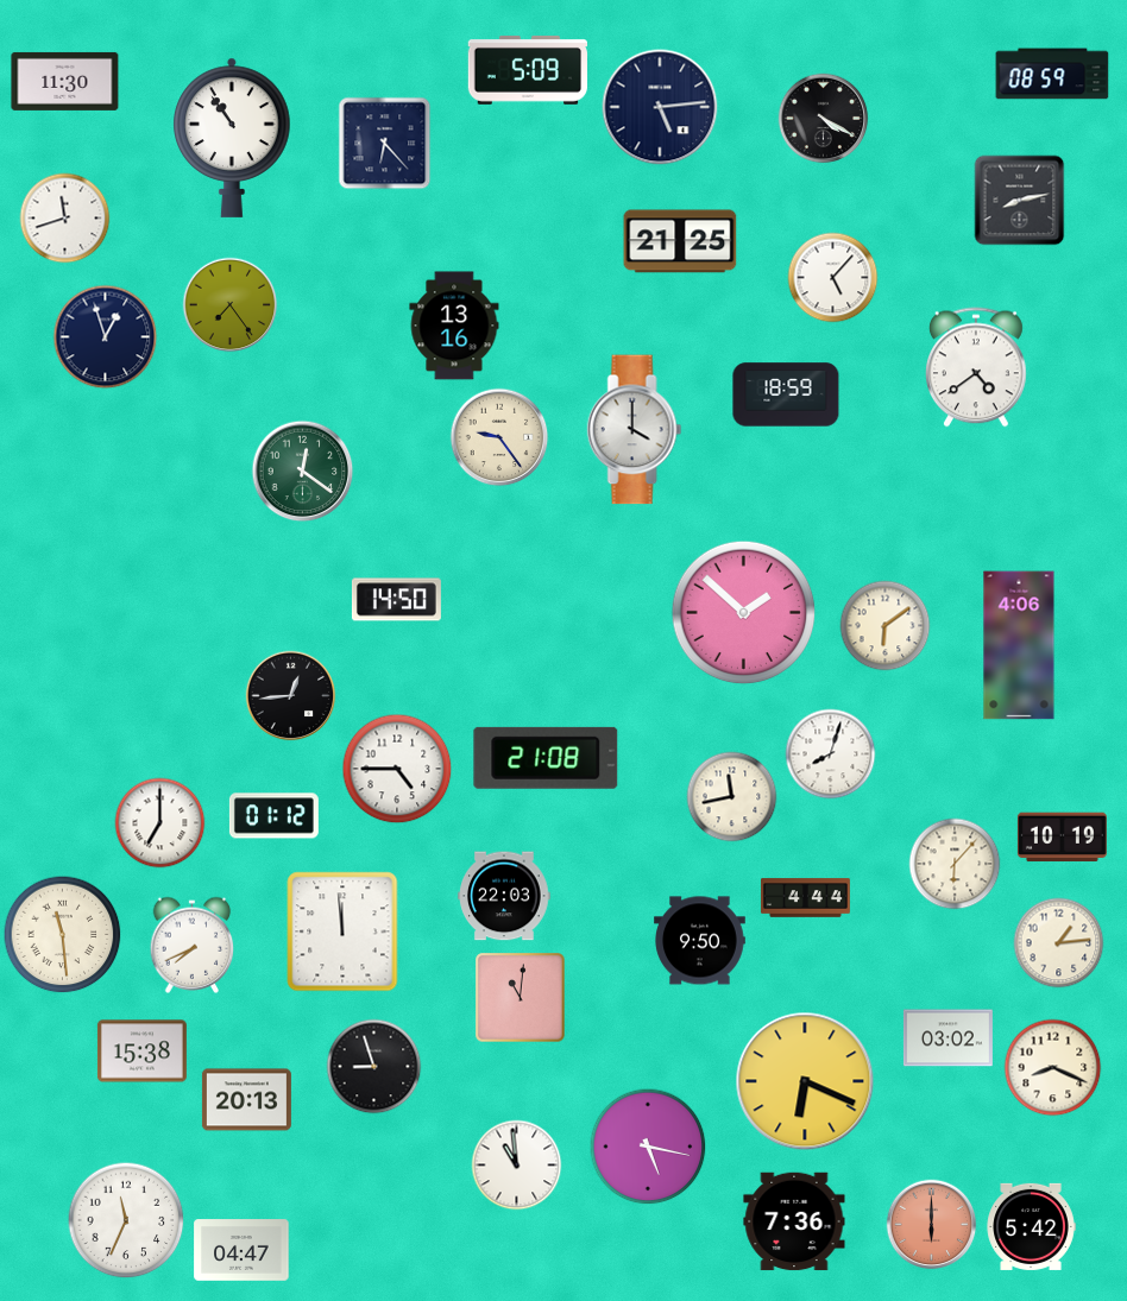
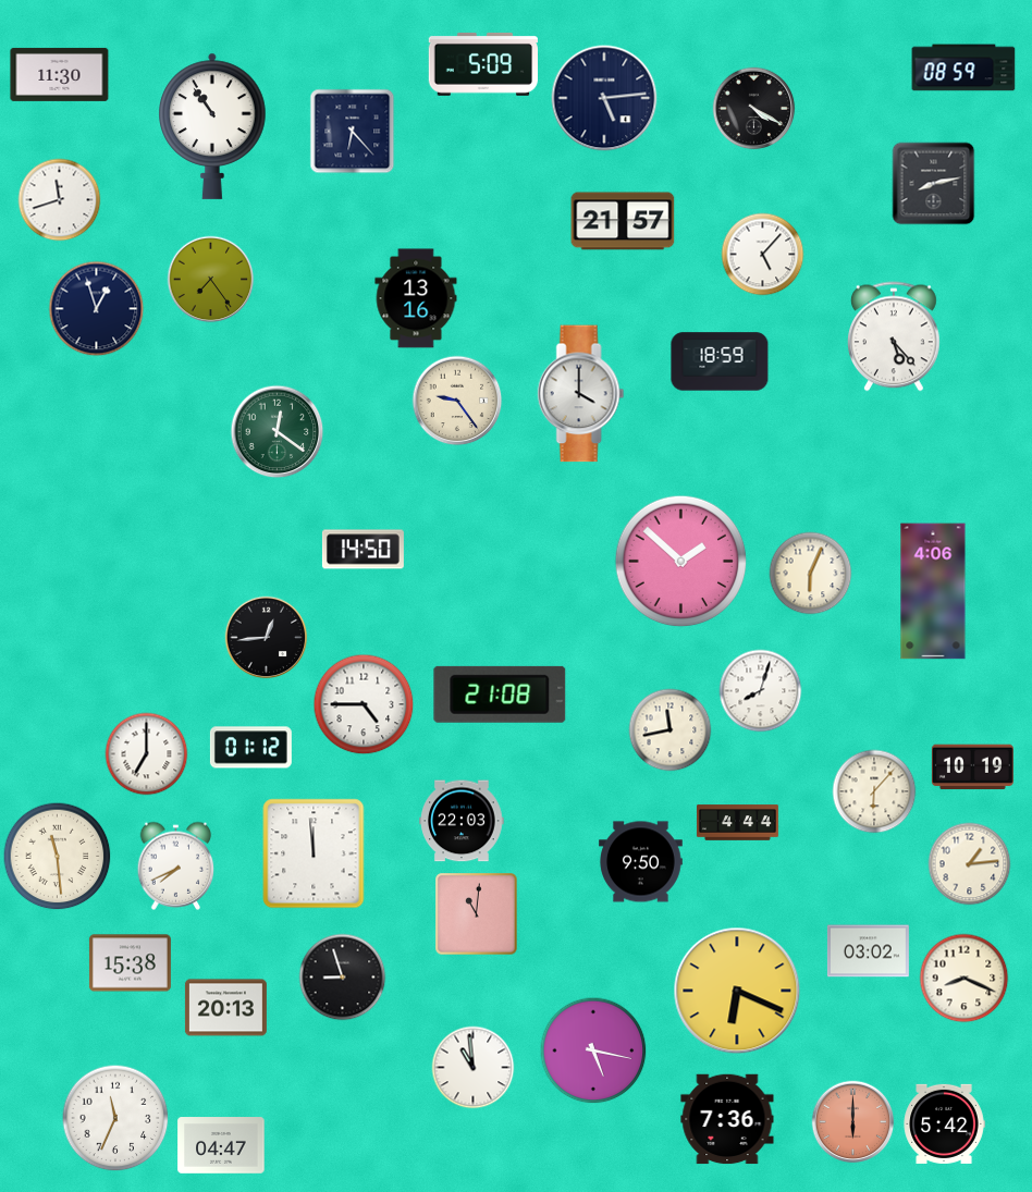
clock at (680, 241): 21:25 -> 21:57
clock at (977, 367): 4:39 -> 5:23
clock at (886, 626): 6:09 -> 6:04
